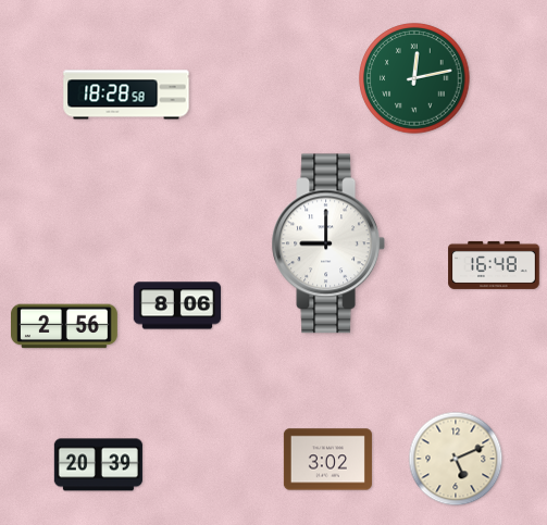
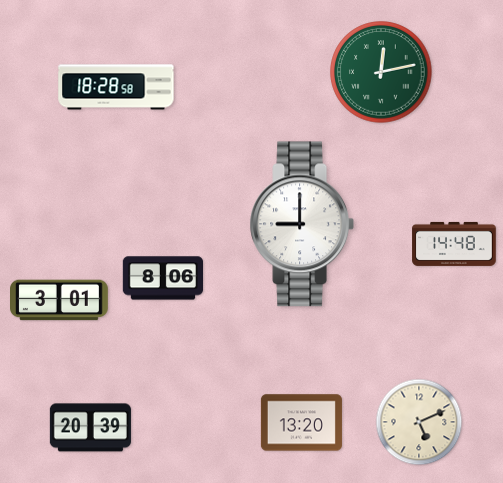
clock at (494, 265): 16:48 -> 14:48
clock at (176, 305) position: (176, 305) -> (162, 278)
clock at (65, 326): 2:56 -> 3:01
clock at (327, 460): 3:02 -> 13:20
